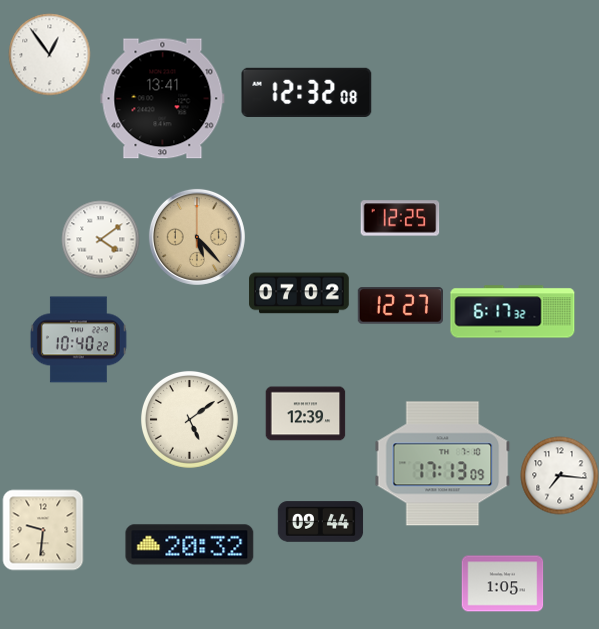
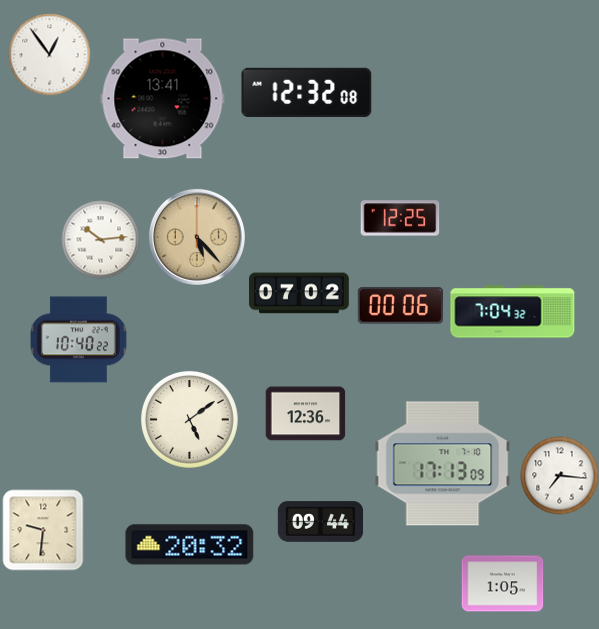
clock at (100, 239): 4:09 -> 10:14
clock at (400, 306): 12:27 -> 00:06
clock at (513, 312): 6:17 -> 7:04
clock at (305, 414): 12:39 -> 12:36
